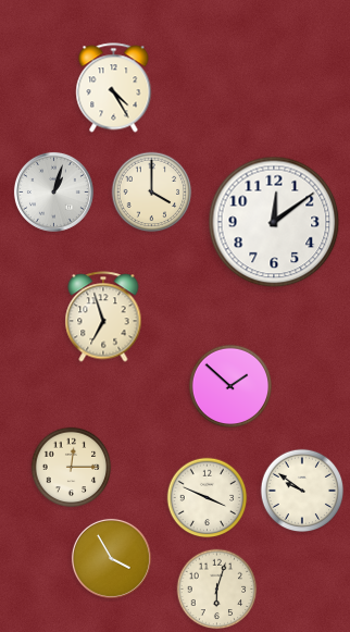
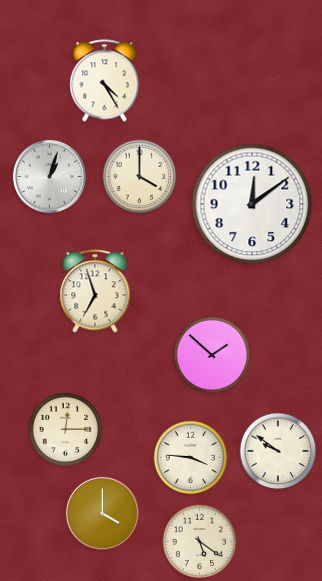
clock at (208, 498): 3:49 -> 3:46
clock at (111, 558): 3:55 -> 4:00
clock at (217, 590): 6:03 -> 5:21
